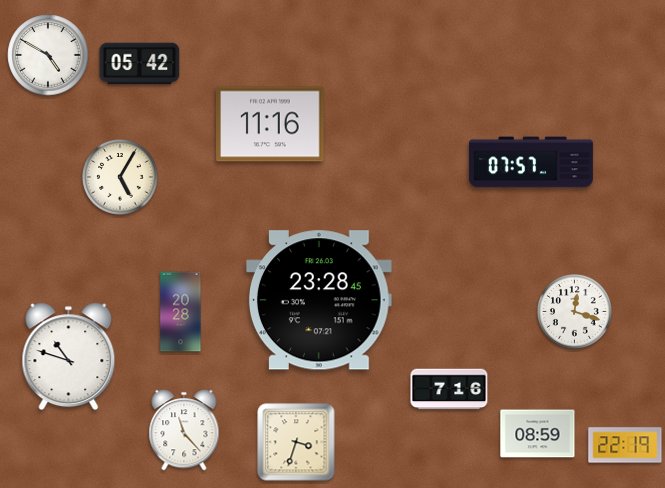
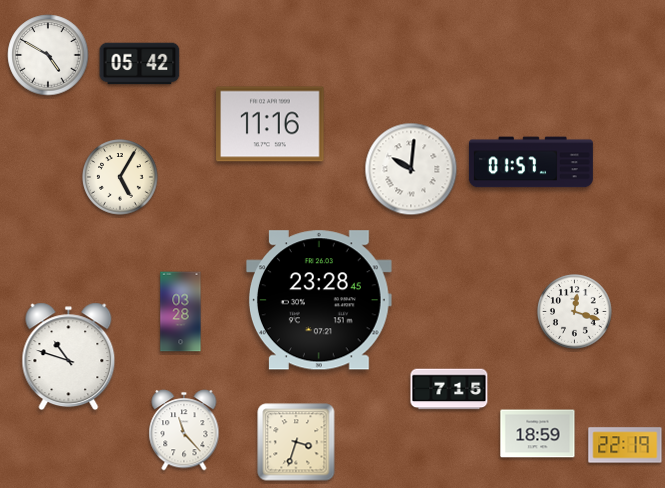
clock at (531, 162): 07:57 -> 01:57
clock at (411, 169): none -> 10:01
clock at (181, 312): 20:28 -> 03:28
clock at (449, 389): 7:16 -> 7:15
clock at (538, 434): 08:59 -> 18:59
